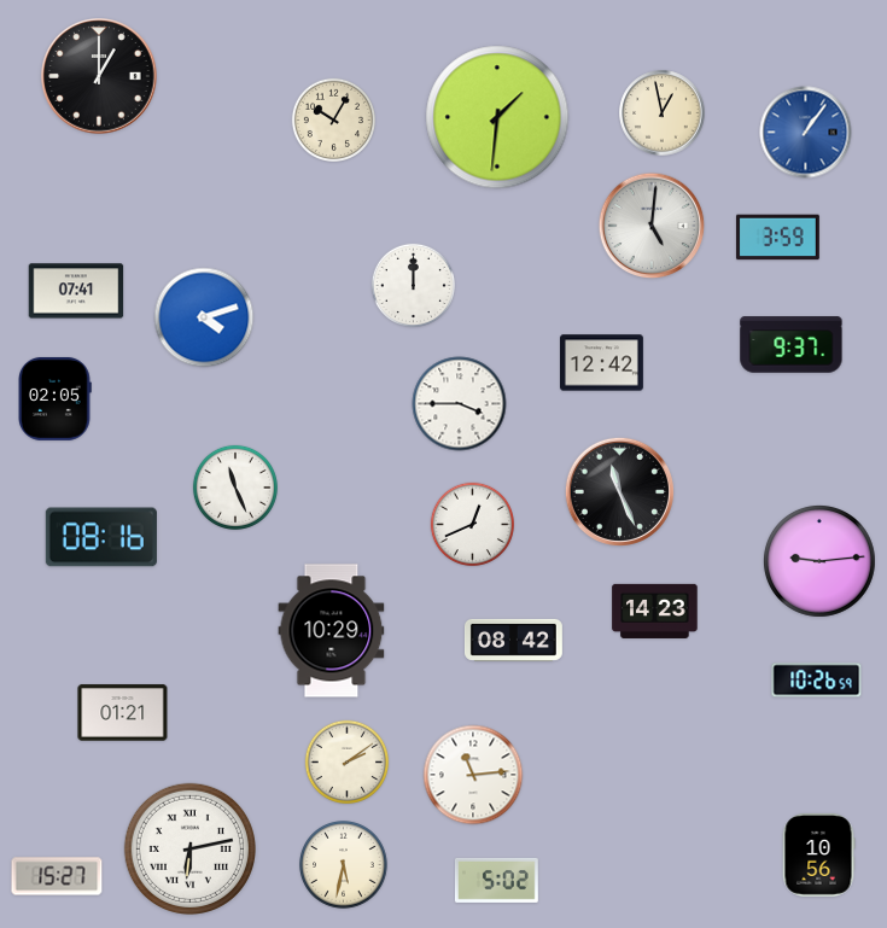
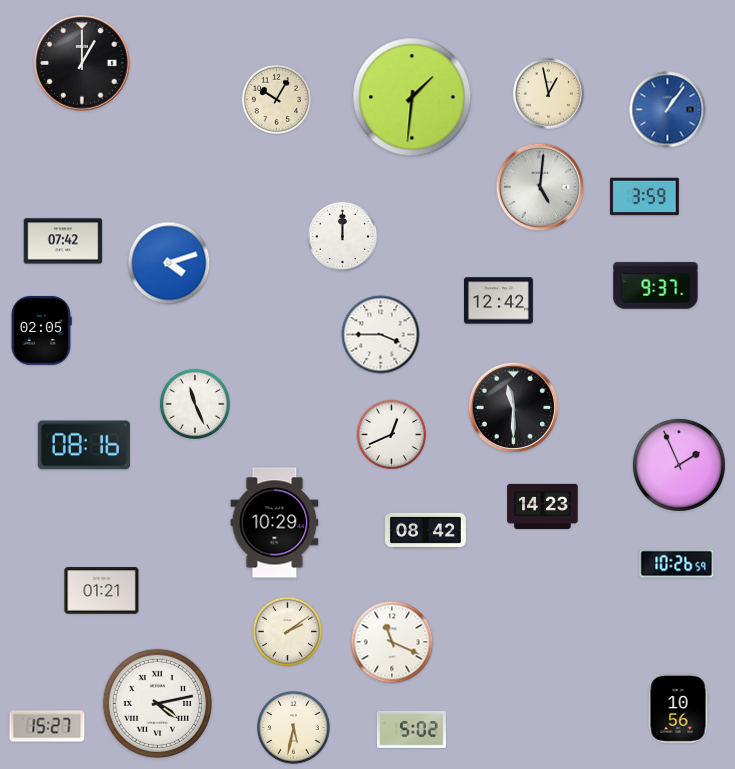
clock at (76, 291): 07:41 -> 07:42
clock at (54, 398) position: (54, 398) -> (41, 330)
clock at (619, 491): 11:26 -> 11:30
clock at (819, 561): 9:14 -> 1:56
clock at (473, 775): 11:14 -> 11:19
clock at (189, 848): 6:13 -> 4:13
clock at (344, 865) position: (344, 865) -> (294, 728)
